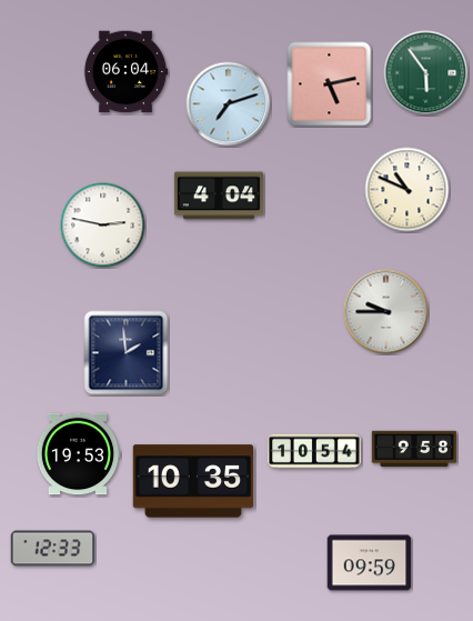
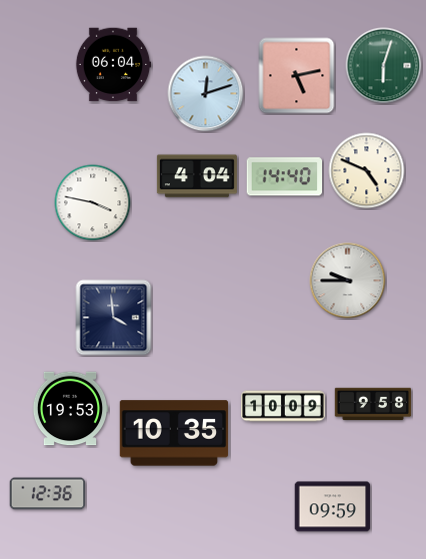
clock at (426, 73): 5:54 -> 6:03
clock at (229, 104): 7:12 -> 12:12
clock at (407, 190): 10:49 -> 4:49
clock at (285, 177): none -> 14:40
clock at (103, 226): 2:47 -> 3:47
clock at (127, 353): 1:59 -> 3:59
clock at (314, 451): 10:54 -> 10:09
clock at (53, 549): 12:33 -> 12:36
